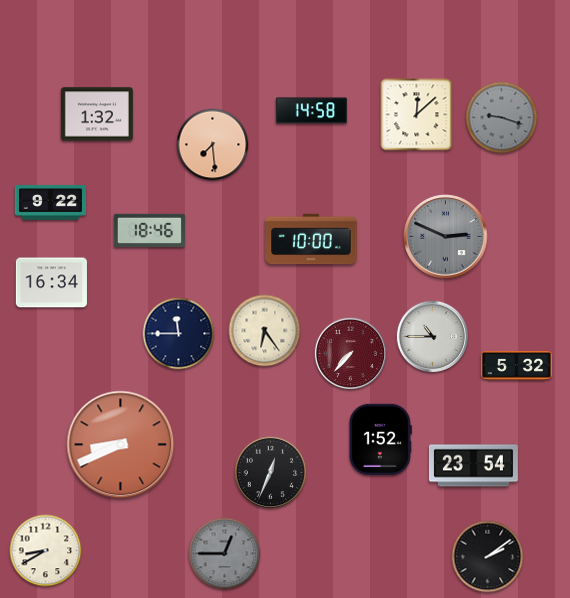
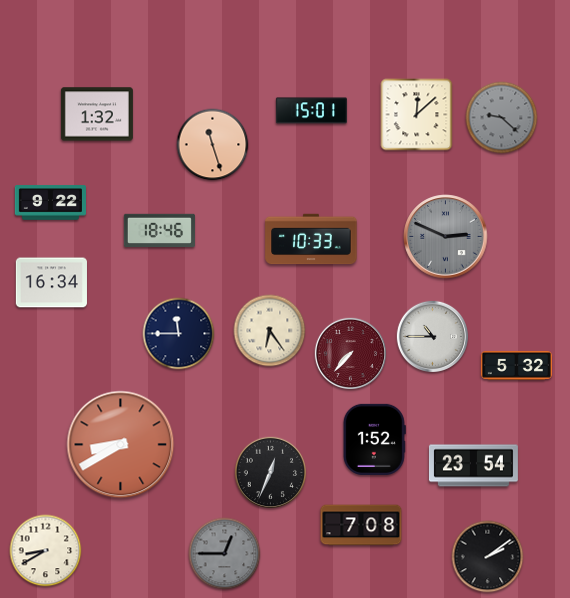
clock at (311, 111): 14:58 -> 15:01
clock at (502, 118): 9:18 -> 9:22
clock at (213, 145): 7:29 -> 11:27
clock at (149, 231) position: (149, 231) -> (159, 231)
clock at (311, 239): 10:00 -> 10:33
clock at (265, 331) position: (265, 331) -> (270, 331)
clock at (380, 439) position: (380, 439) -> (374, 439)
clock at (121, 445): 8:41 -> 8:40
clock at (361, 525): none -> 7:08
